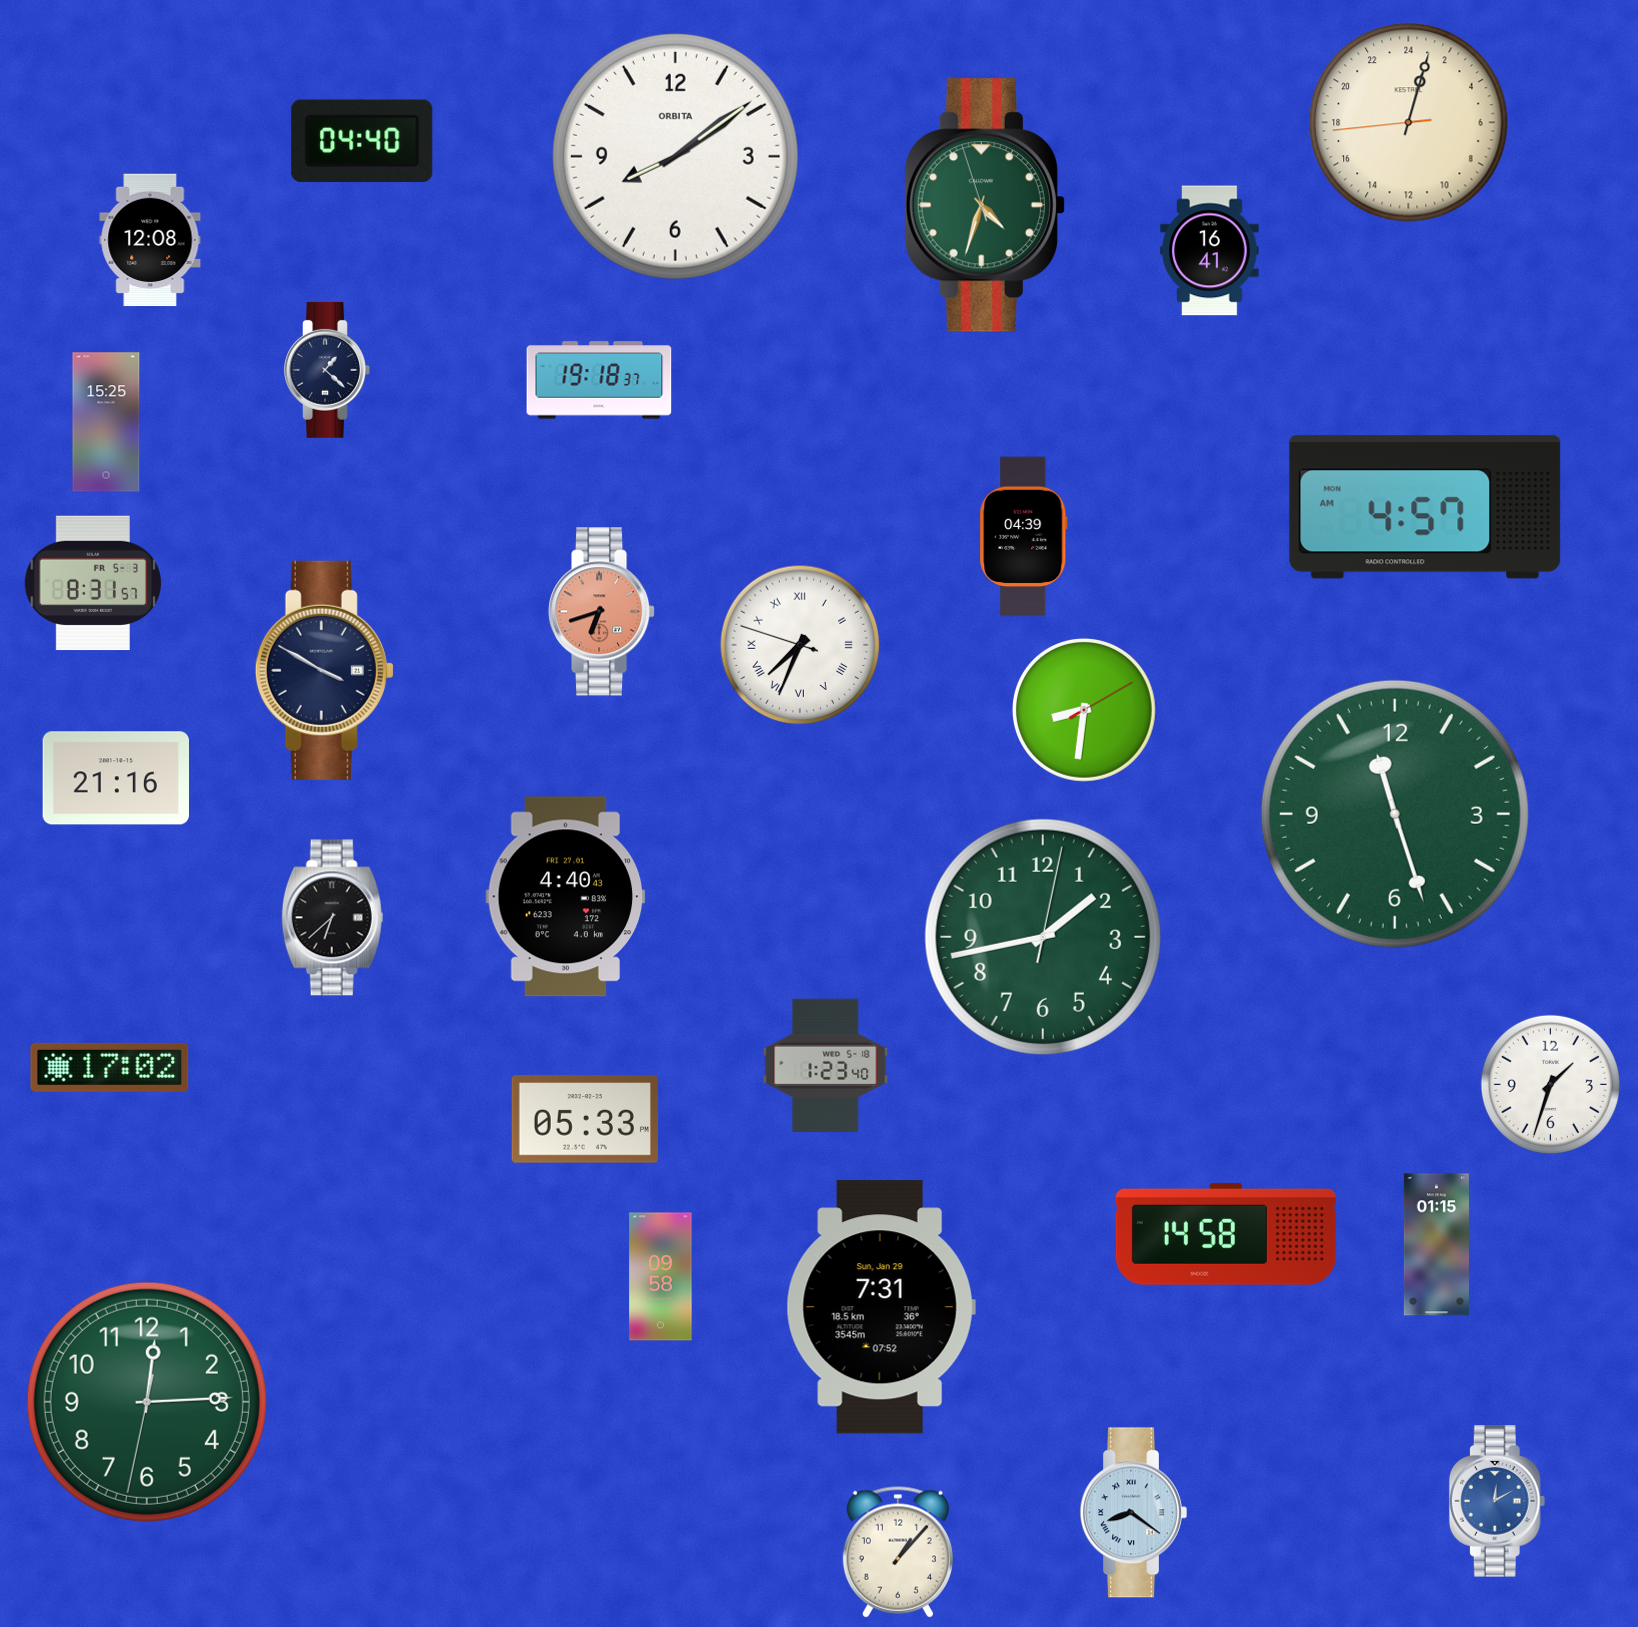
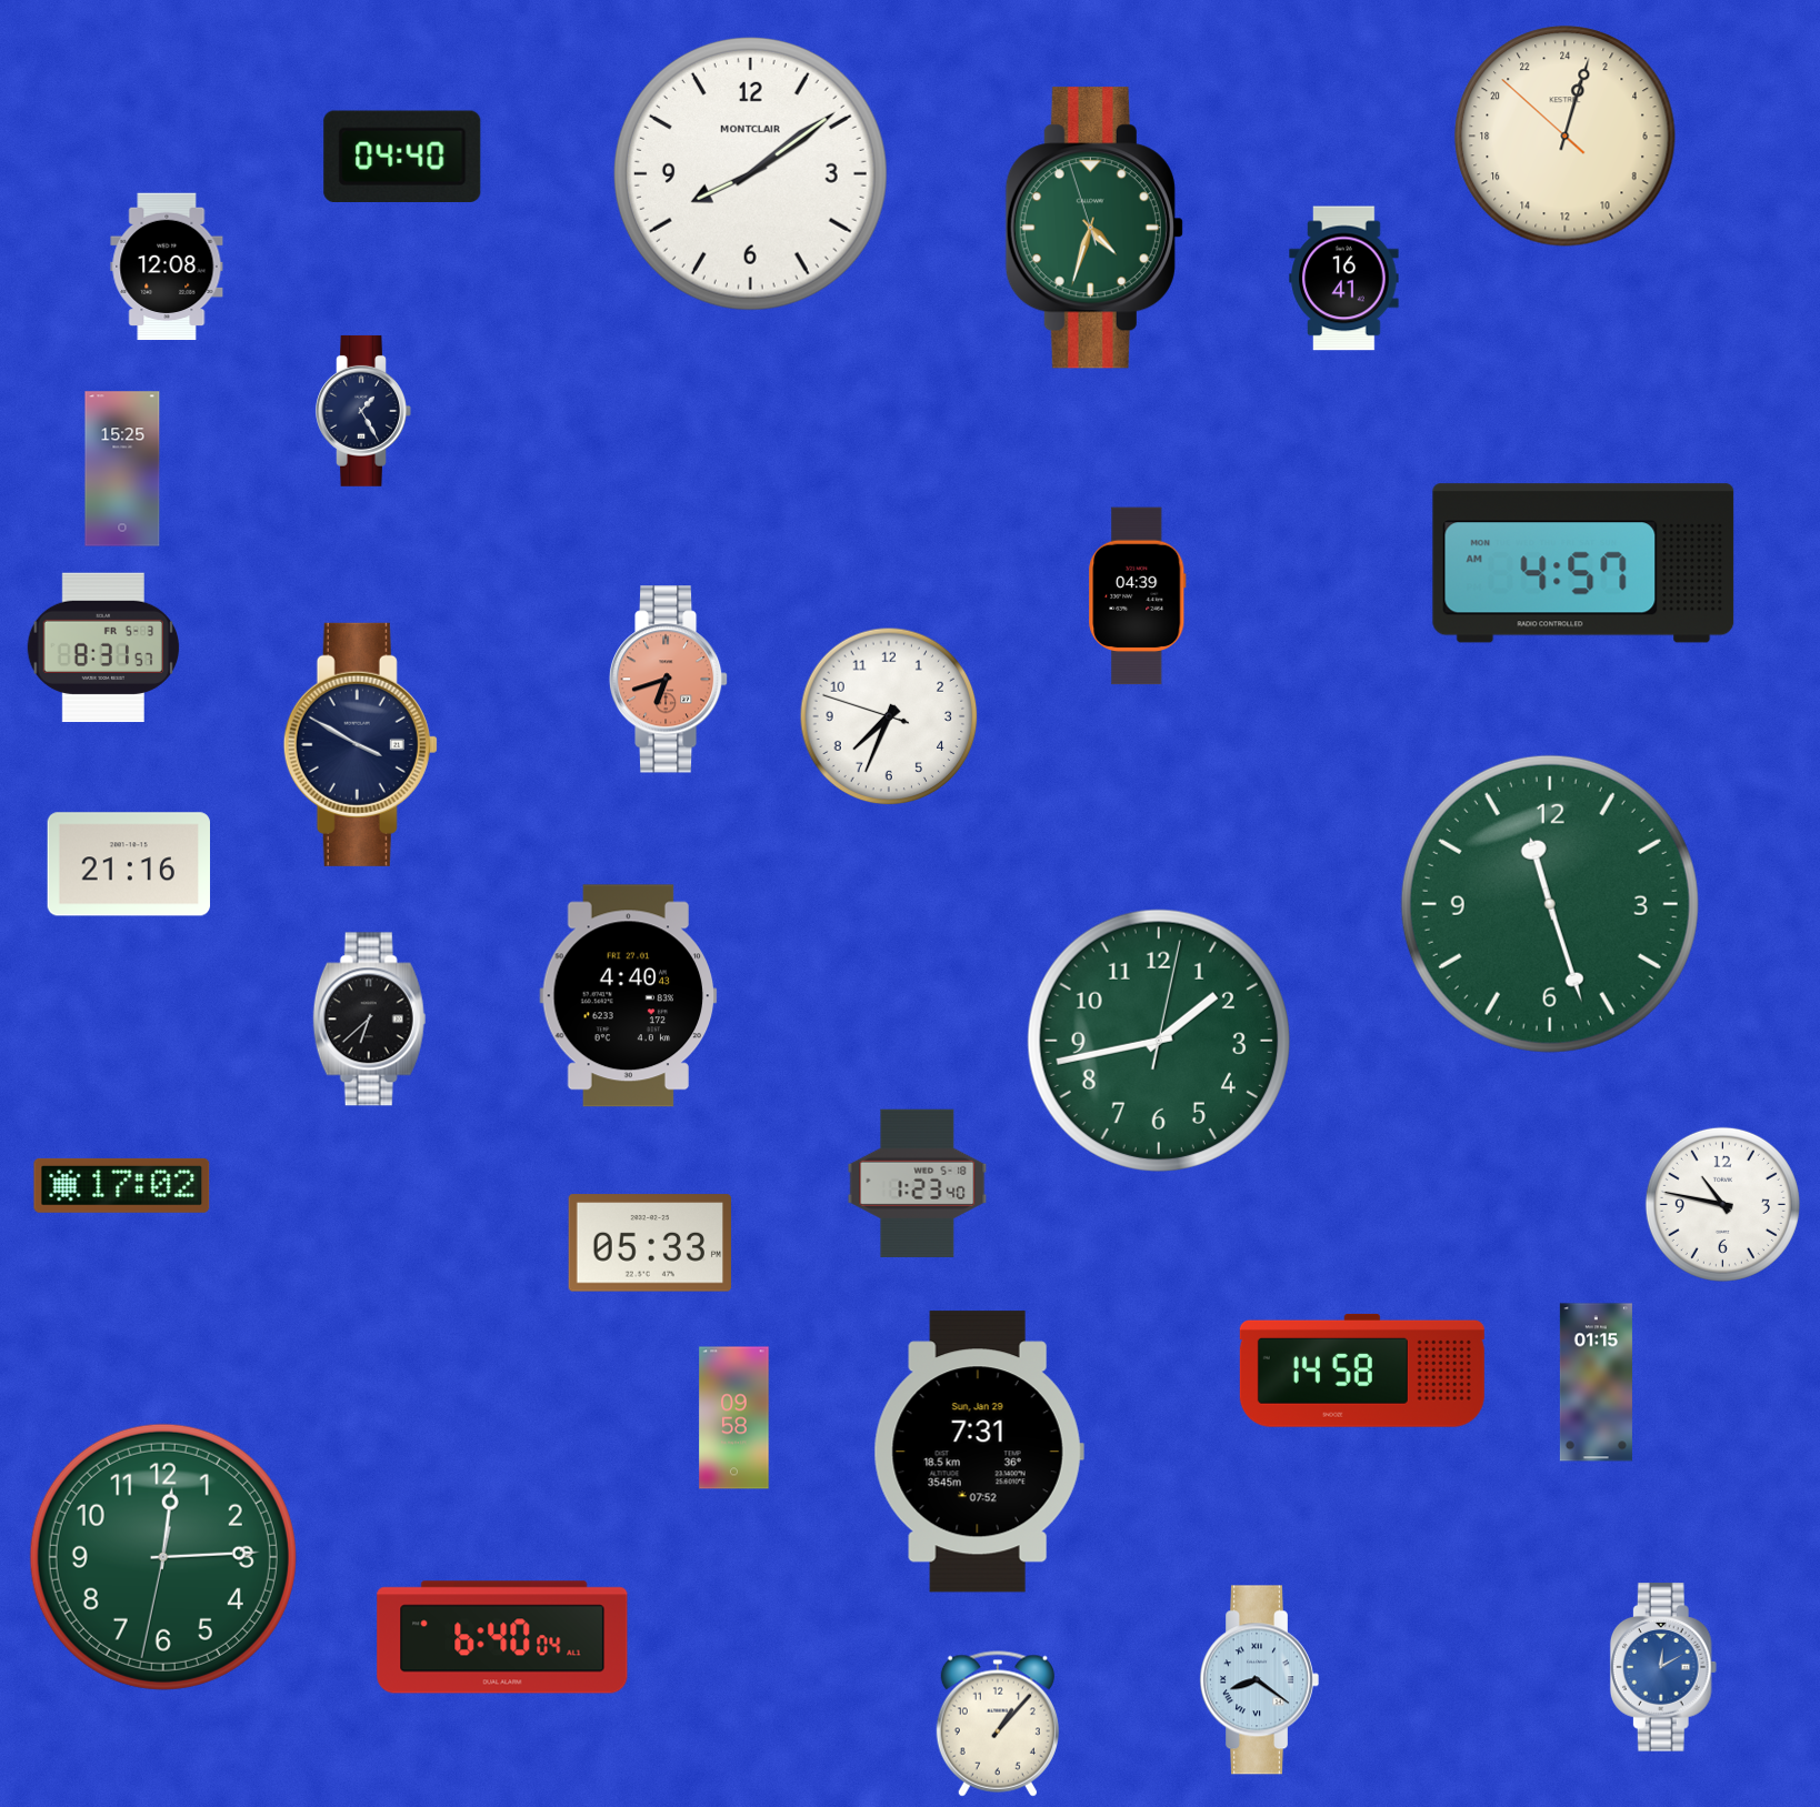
clock at (1409, 123): 1:02:44 -> 1:02:52
clock at (675, 156) brand: ORBITA -> MONTCLAIR
clock at (327, 370): 1:22 -> 1:25
clock at (599, 380): 19:18 -> none
clock at (106, 422) position: (106, 422) -> (122, 469)
clock at (800, 645) numerals: Roman -> Arabic
clock at (1084, 710): 8:31 -> none
clock at (1550, 1084): 1:33 -> 10:47
clock at (502, 1637): none -> 6:40
